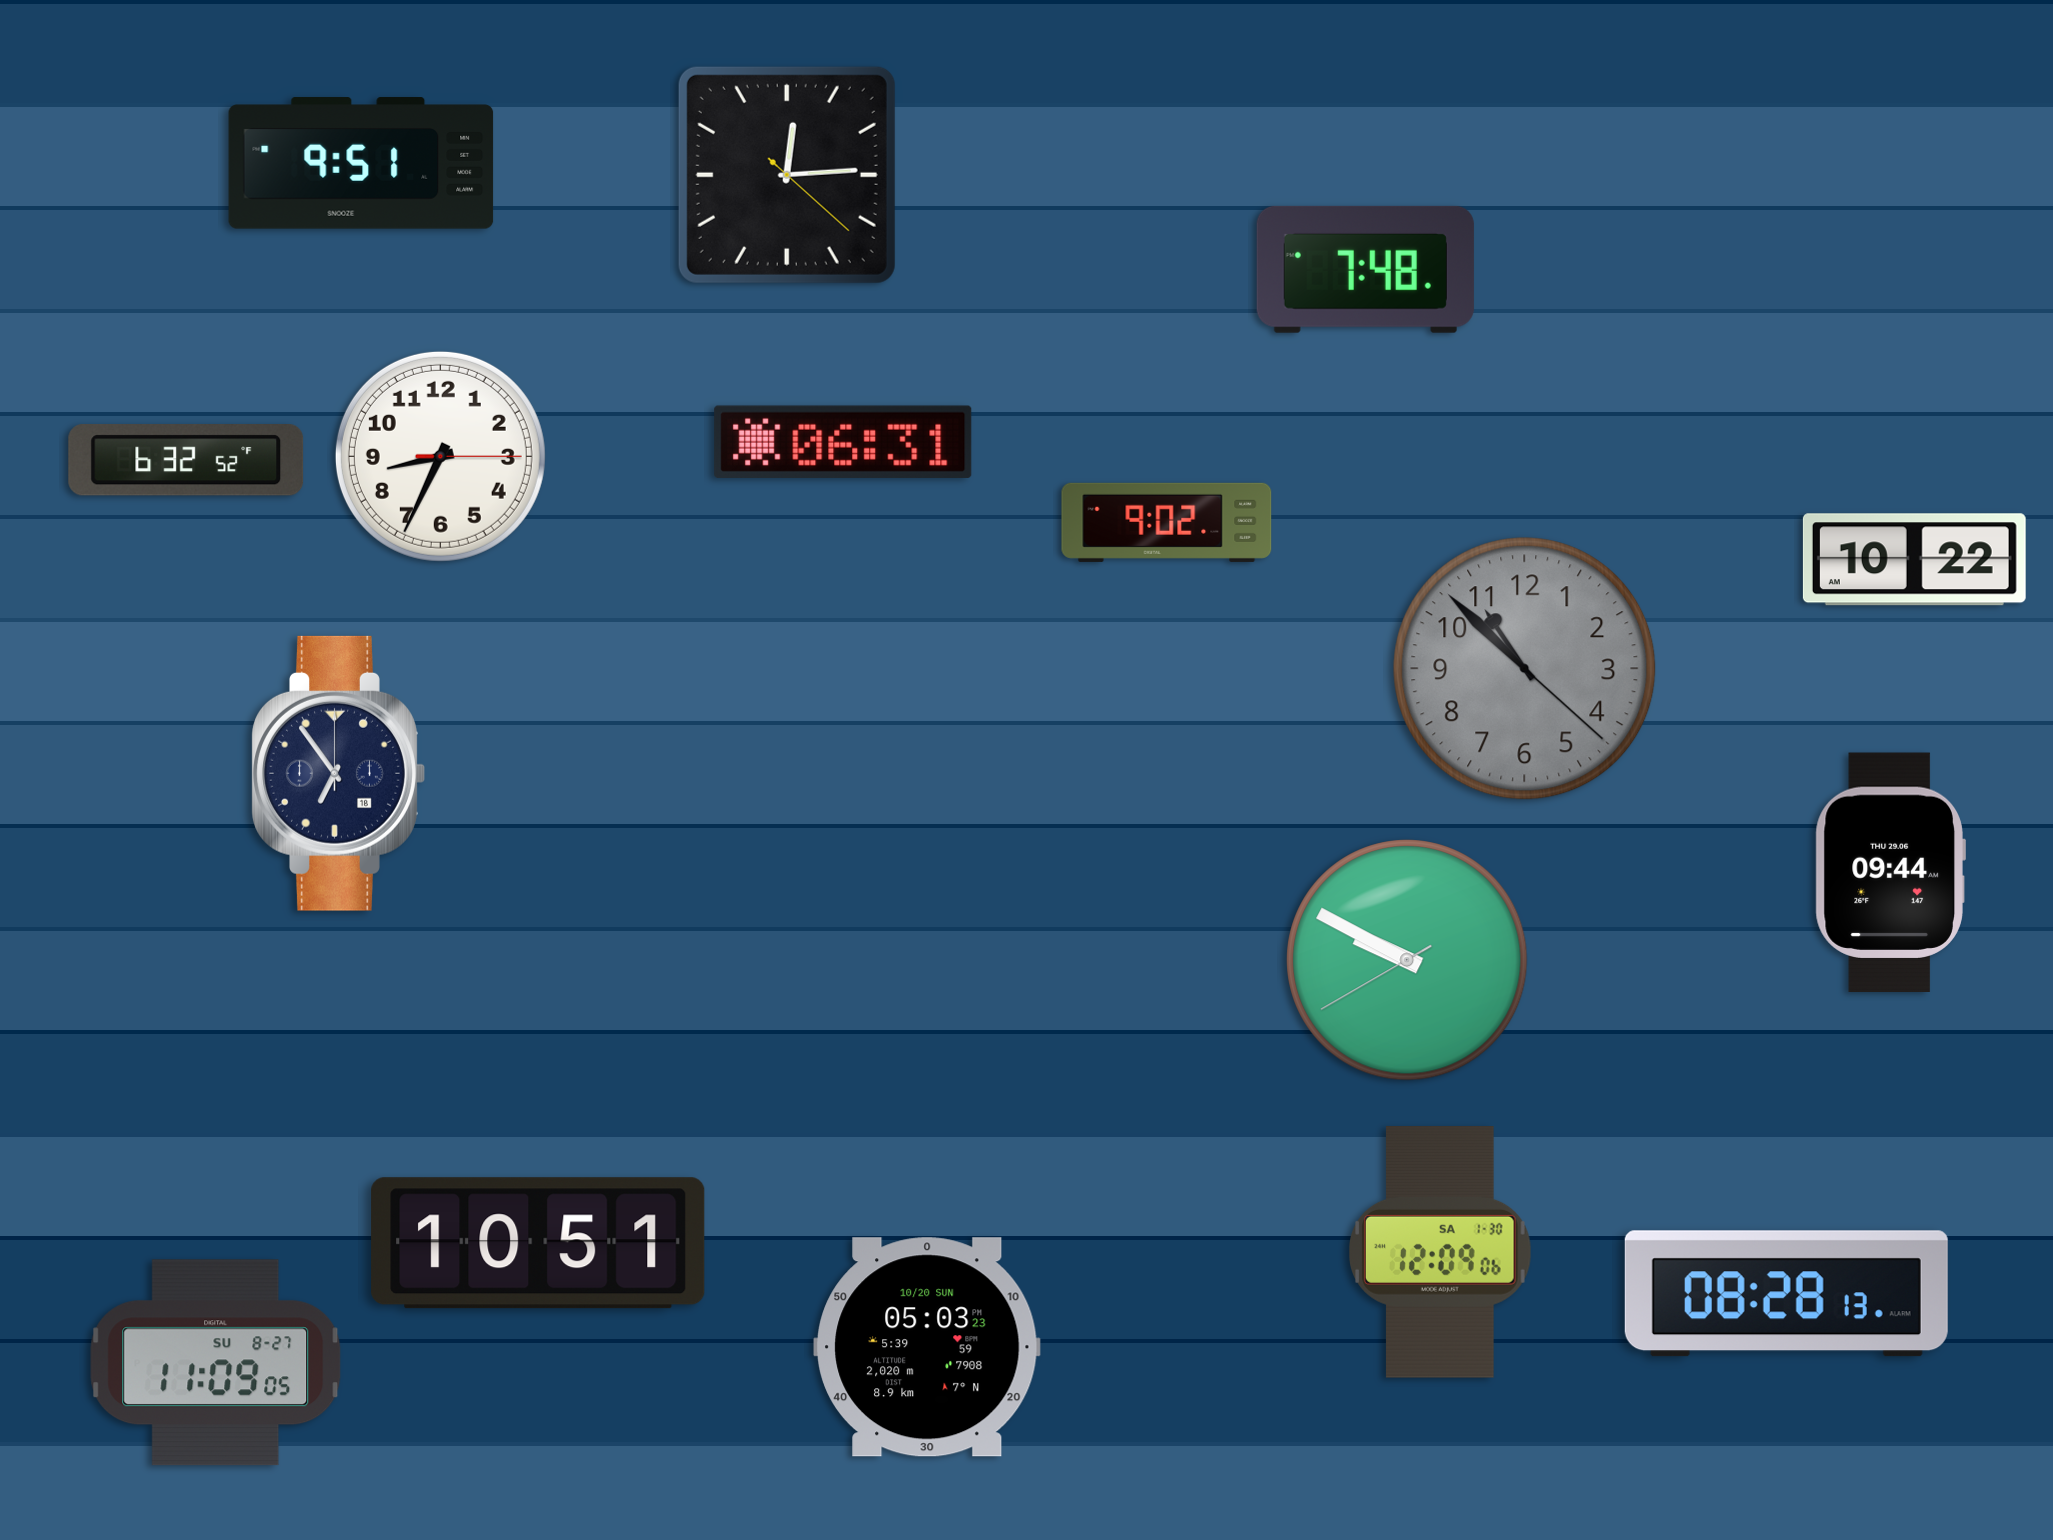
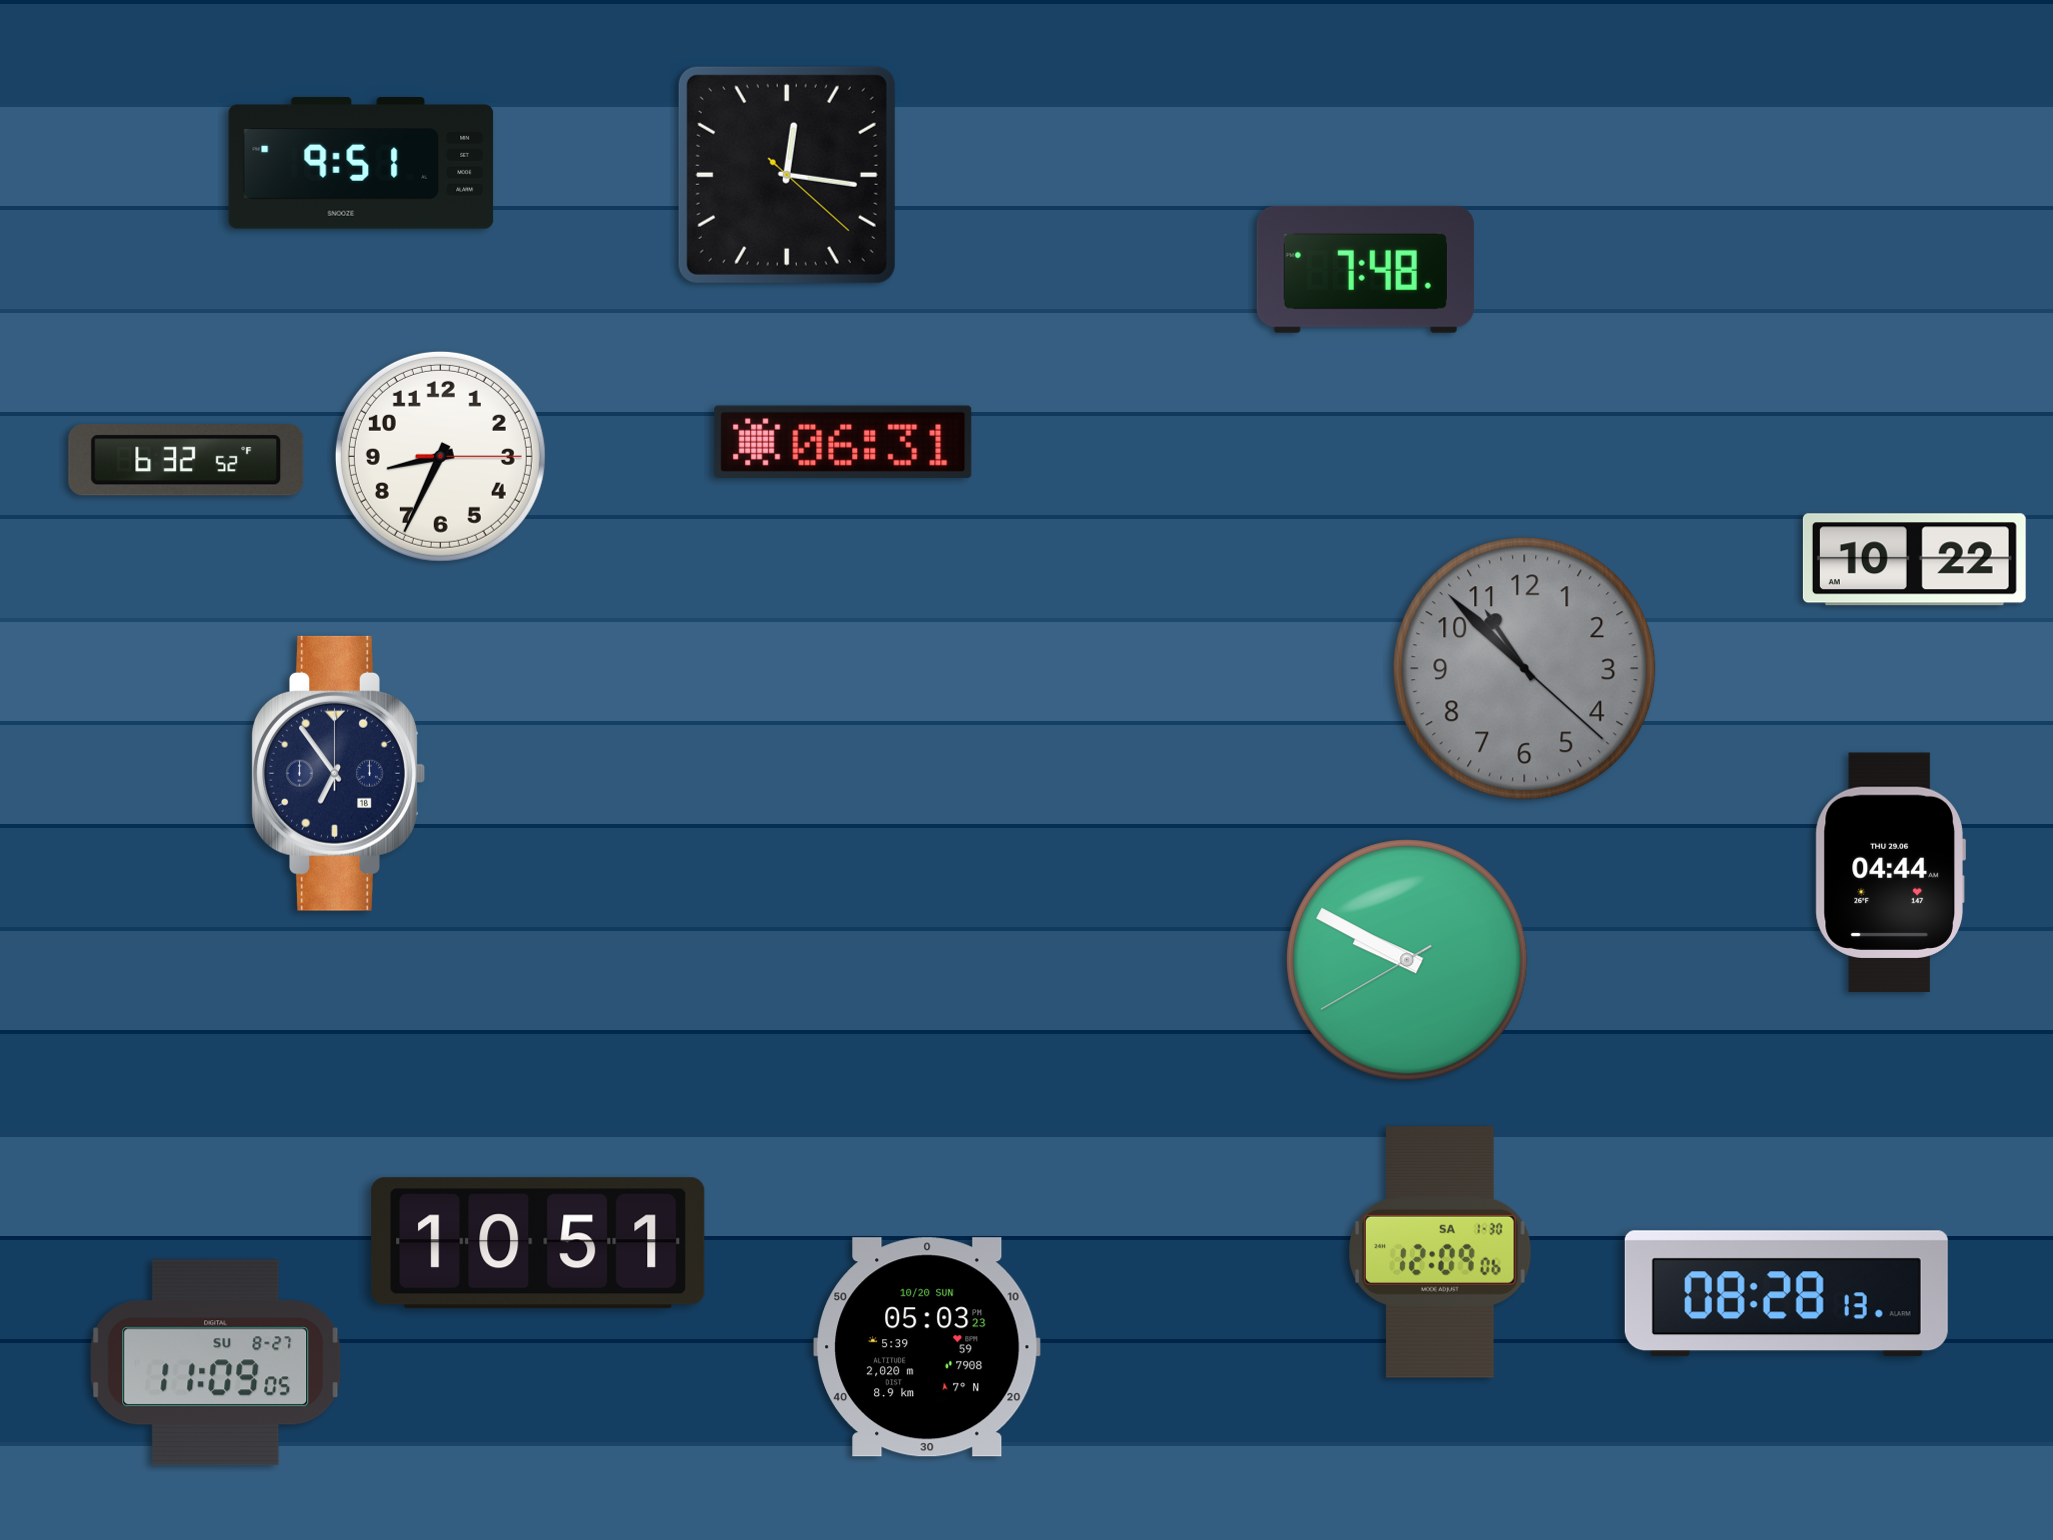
clock at (787, 175): 12:14 -> 12:16
clock at (1167, 522): 9:02 -> none
clock at (1890, 872): 09:44 -> 04:44
